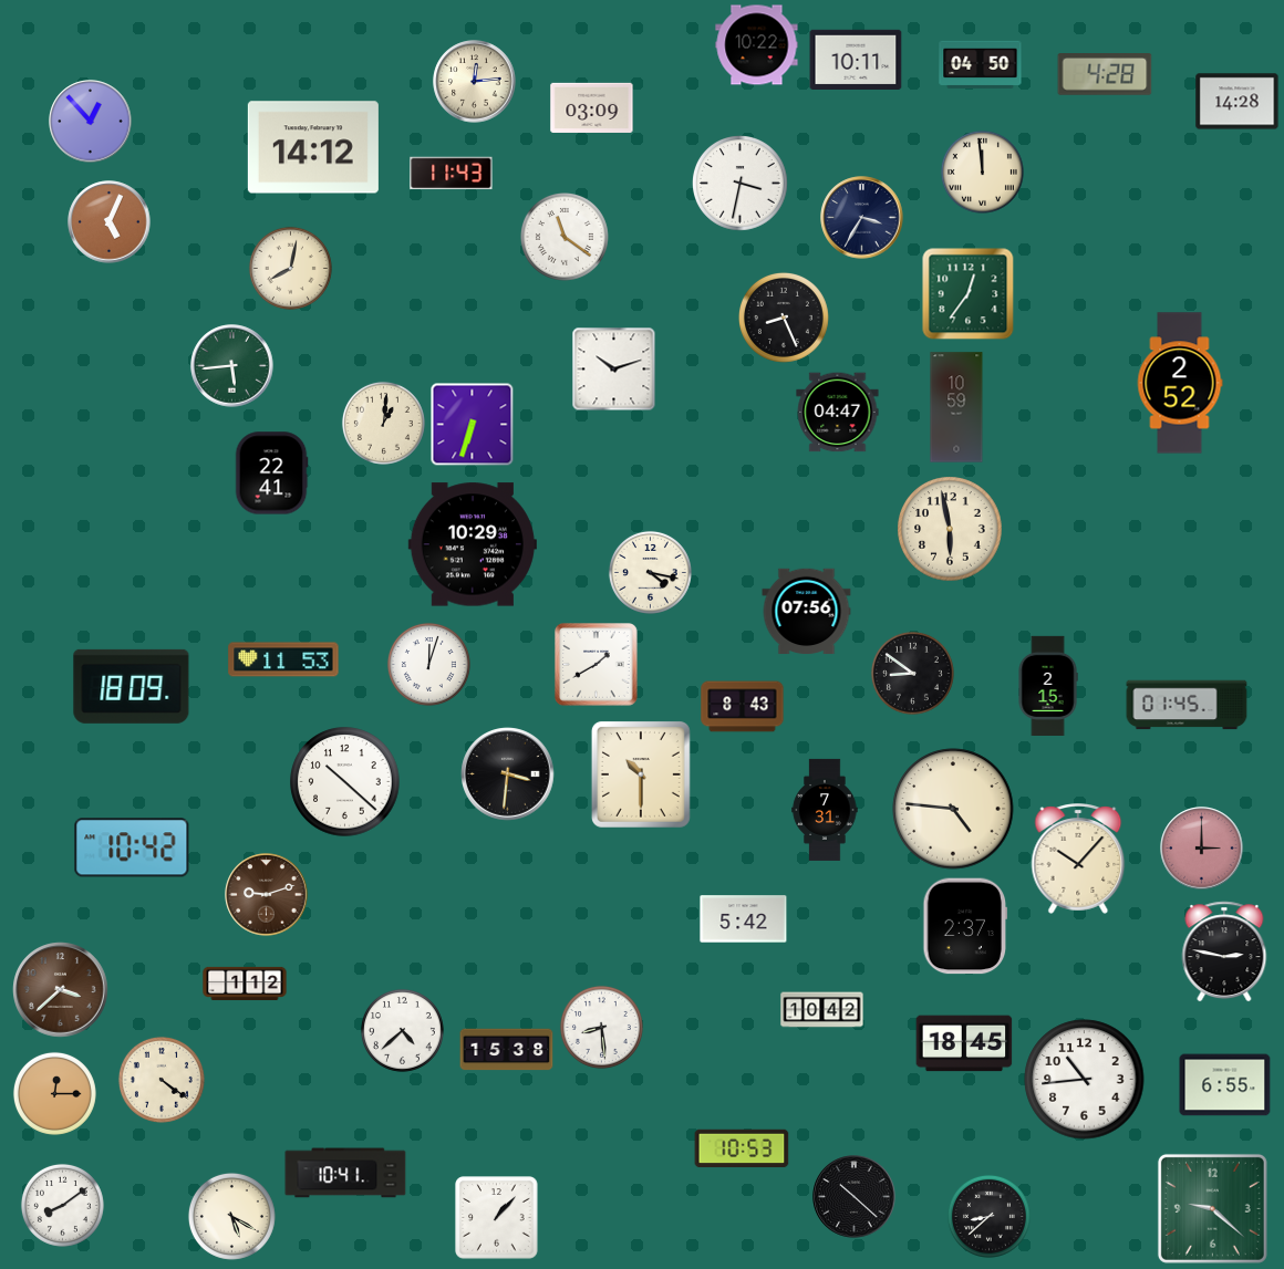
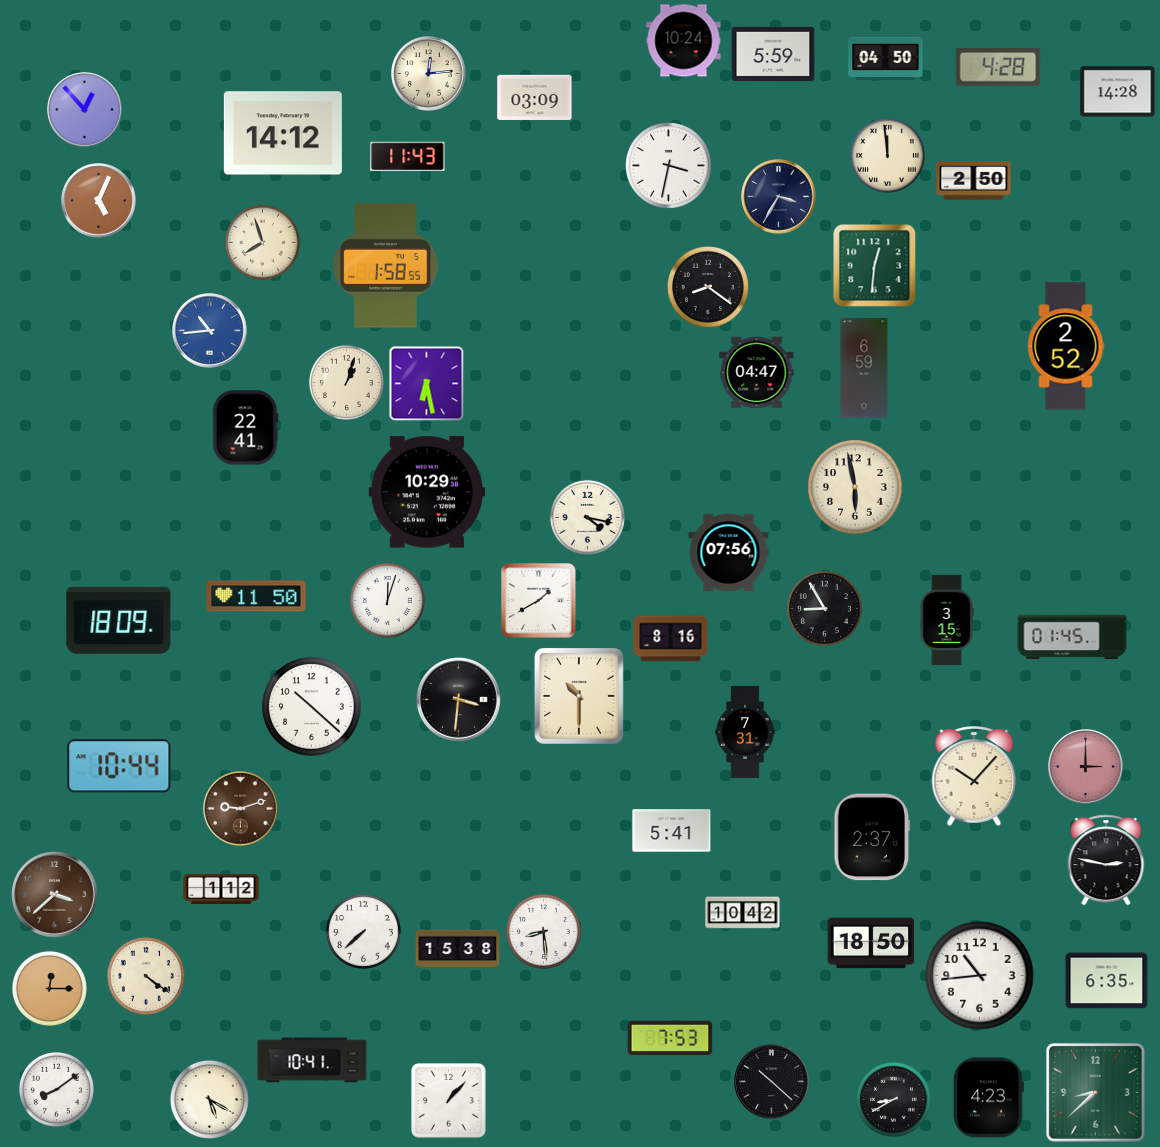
clock at (757, 45): 10:22 -> 10:24
clock at (856, 60): 10:11 -> 5:59
clock at (91, 122) position: (91, 122) -> (85, 110)
clock at (974, 181): none -> 2:50
clock at (565, 237): 11:21 -> none
clock at (290, 268): 8:02 -> 7:57
clock at (386, 266): none -> 1:58
clock at (969, 294): 12:36 -> 12:31
clock at (784, 318): 8:26 -> 8:21
clock at (232, 366): 5:44 -> 10:44
clock at (232, 366) dial: green -> blue
clock at (614, 370): 10:12 -> none
clock at (956, 407): 10:59 -> 6:59
clock at (383, 423): 1:01 -> 1:03
clock at (473, 425): 6:33 -> 6:28
clock at (950, 529) position: (950, 529) -> (855, 487)
clock at (283, 659): 11:53 -> 11:50
clock at (912, 673): 8:51 -> 8:55
clock at (1048, 685): 2:15 -> 3:15
clock at (743, 707): 8:43 -> 8:16
clock at (641, 774) position: (641, 774) -> (579, 696)
clock at (953, 809): 4:46 -> none
clock at (132, 847): 10:42 -> 10:44
clock at (744, 919): 5:42 -> 5:41
clock at (601, 1027) position: (601, 1027) -> (543, 931)
clock at (402, 1030): 4:38 -> 7:38
clock at (964, 1043): 18:45 -> 18:50
clock at (1225, 1085): 6:55 -> 6:35
clock at (742, 1148): 10:53 -> 7:53
clock at (1212, 1208): 9:22 -> 8:38
clock at (988, 1098): none -> 4:23
clock at (988, 1216): 8:38 -> 8:40
